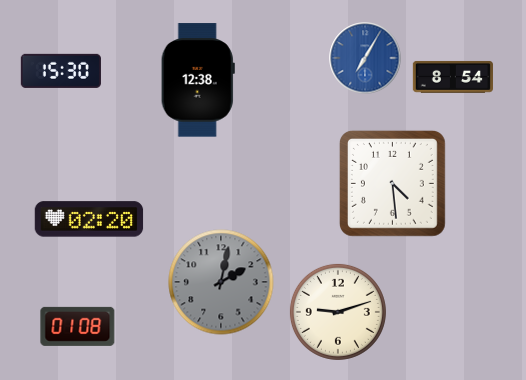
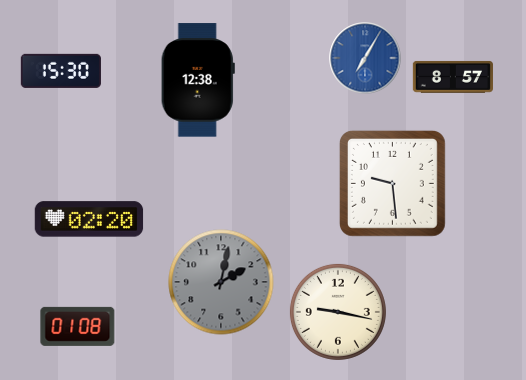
clock at (453, 77): 8:54 -> 8:57
clock at (392, 183): 4:29 -> 9:29
clock at (338, 312): 9:12 -> 9:17
